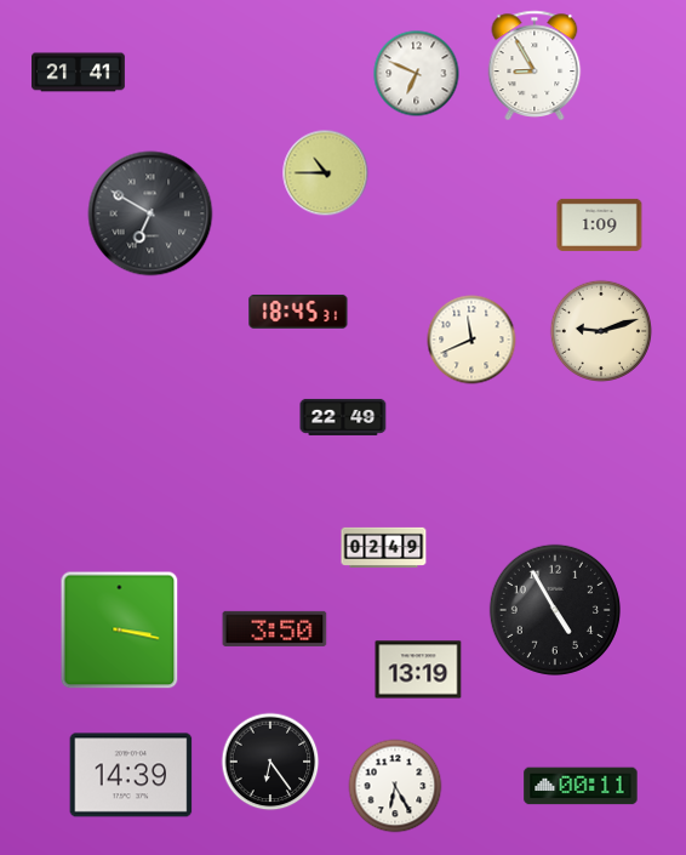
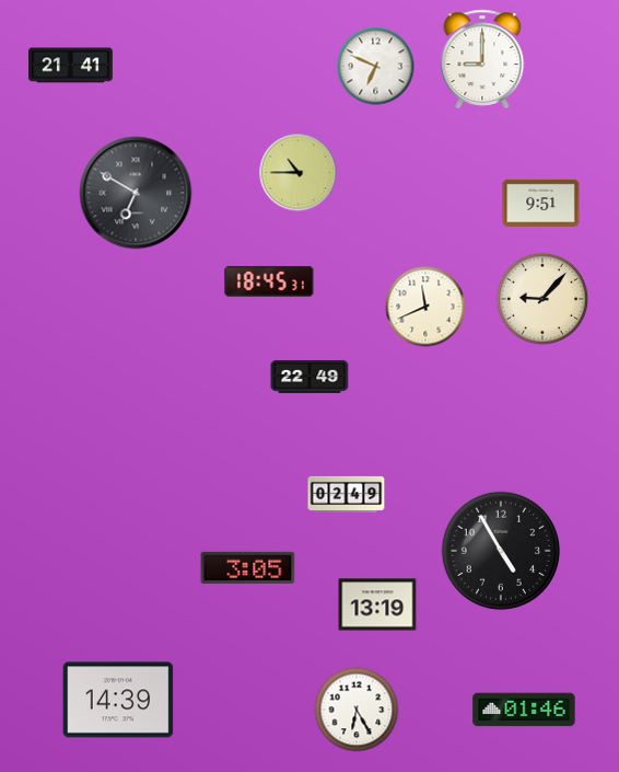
clock at (534, 65): 8:55 -> 9:00
clock at (326, 173) position: (326, 173) -> (299, 173)
clock at (600, 224): 1:09 -> 9:51
clock at (600, 330): 9:12 -> 9:07
clock at (275, 628): 3:50 -> 3:05
clock at (120, 631): 3:17 -> none
clock at (270, 762): 6:24 -> none
clock at (581, 786): 00:11 -> 01:46
